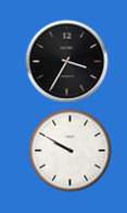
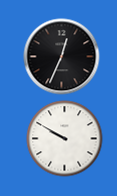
clock at (67, 62): 3:35 -> 12:34
